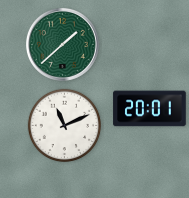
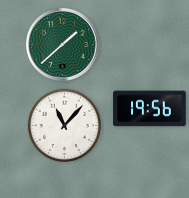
clock at (150, 109): 20:01 -> 19:56
clock at (65, 126): 11:11 -> 11:07
